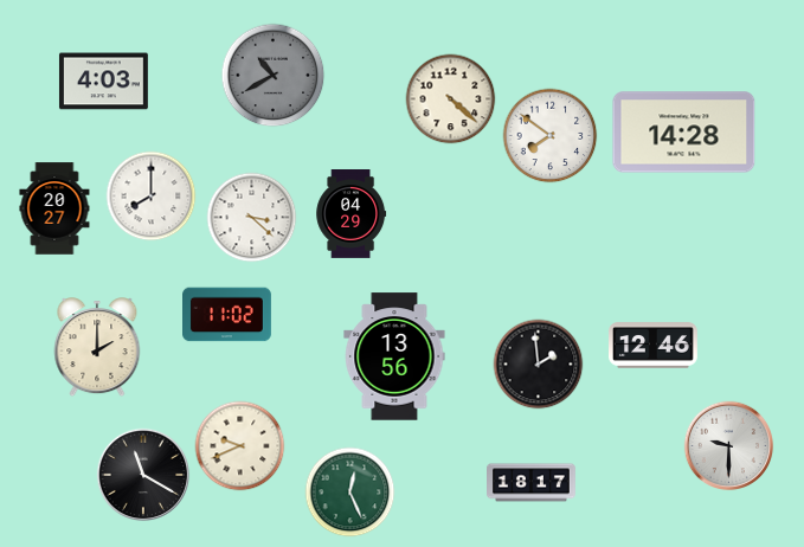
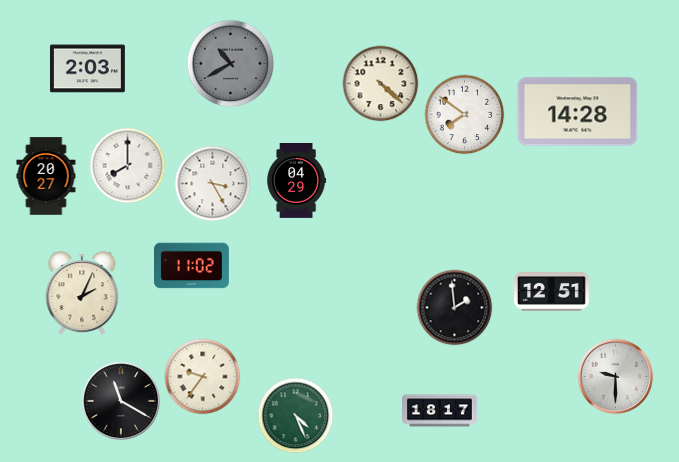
clock at (103, 82): 4:03 -> 2:03
clock at (252, 218): 3:22 -> 3:25
clock at (654, 346): 12:46 -> 12:51
clock at (97, 348): 2:00 -> 2:04
clock at (394, 356): 13:56 -> none
clock at (240, 446): 9:41 -> 9:36
clock at (532, 483) position: (532, 483) -> (440, 411)
clock at (350, 493): 12:26 -> 4:26
